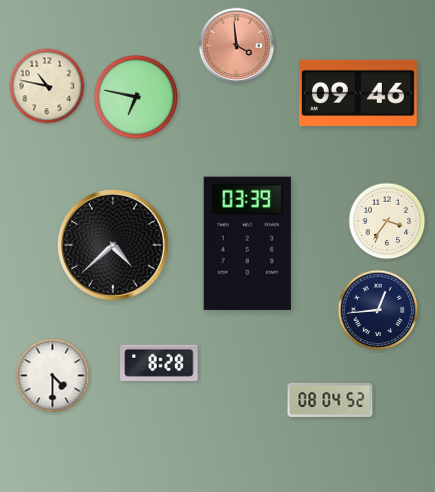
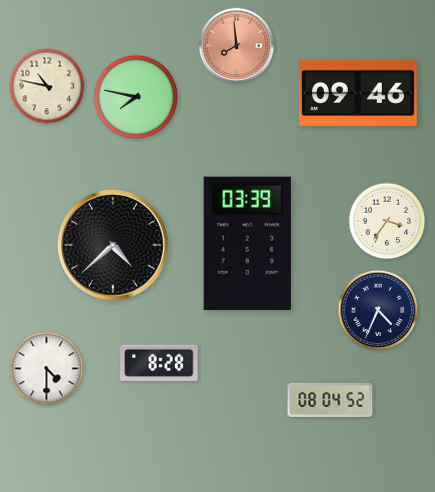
clock at (237, 45): 3:59 -> 7:59
clock at (136, 97): 6:47 -> 7:47
clock at (378, 310): 12:44 -> 4:34
clock at (53, 376) position: (53, 376) -> (47, 369)
